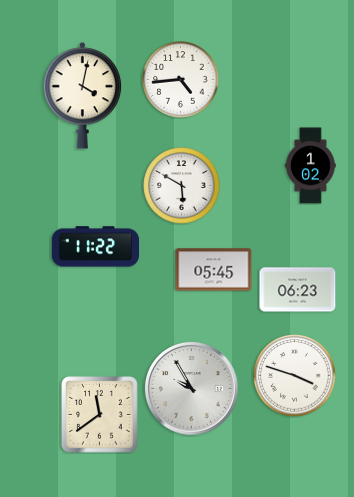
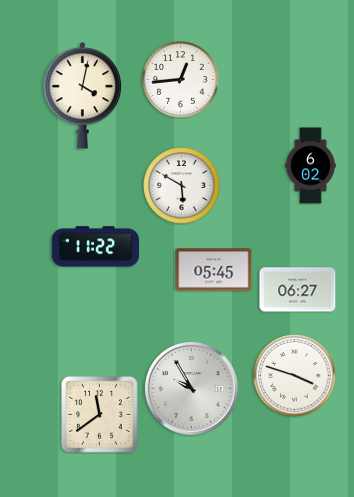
clock at (181, 80): 4:44 -> 12:44
clock at (311, 166): 1:02 -> 6:02
clock at (298, 290): 06:23 -> 06:27
